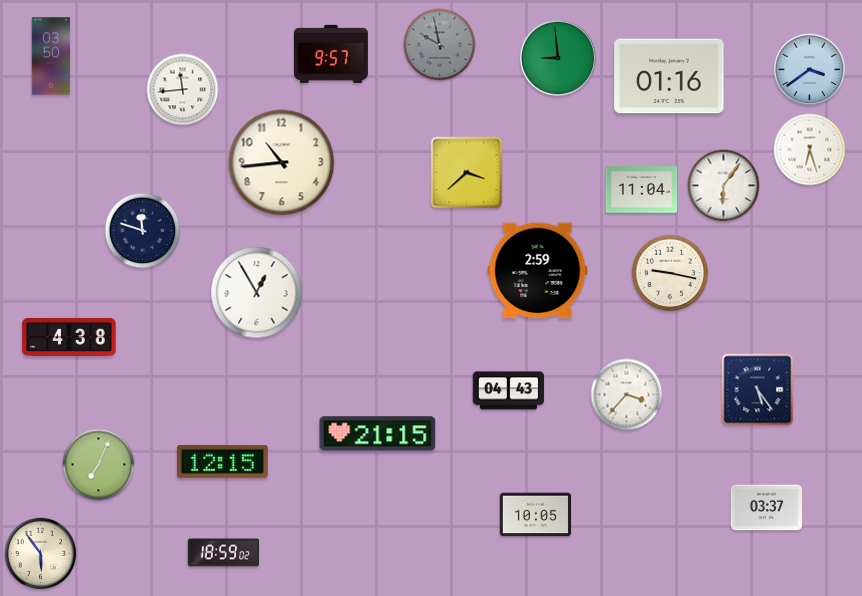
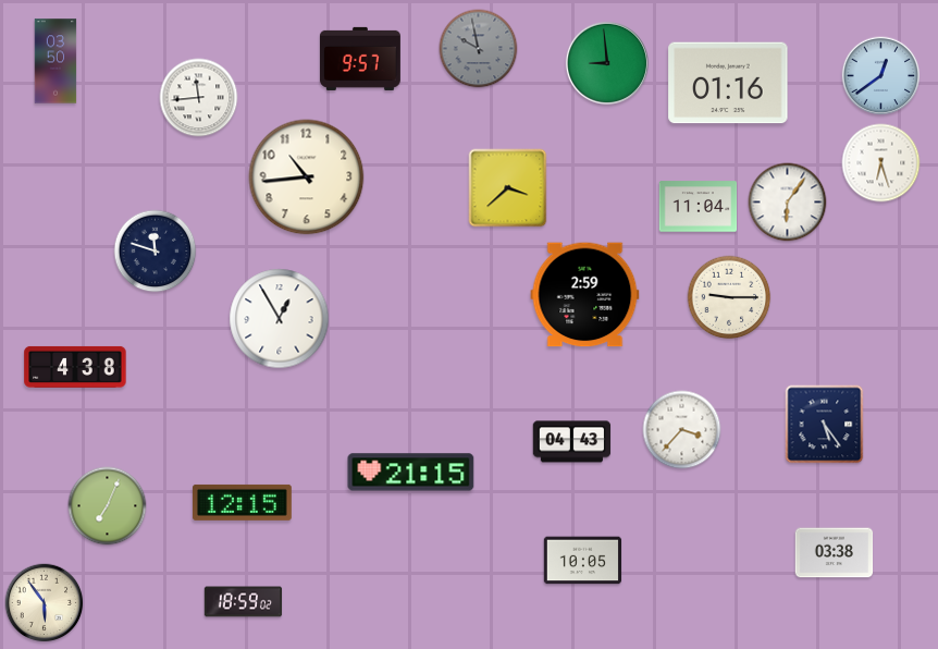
clock at (810, 70): 3:39 -> 12:39
clock at (670, 273): 9:17 -> 9:15
clock at (509, 391) position: (509, 391) -> (572, 442)
clock at (767, 508): 03:37 -> 03:38
